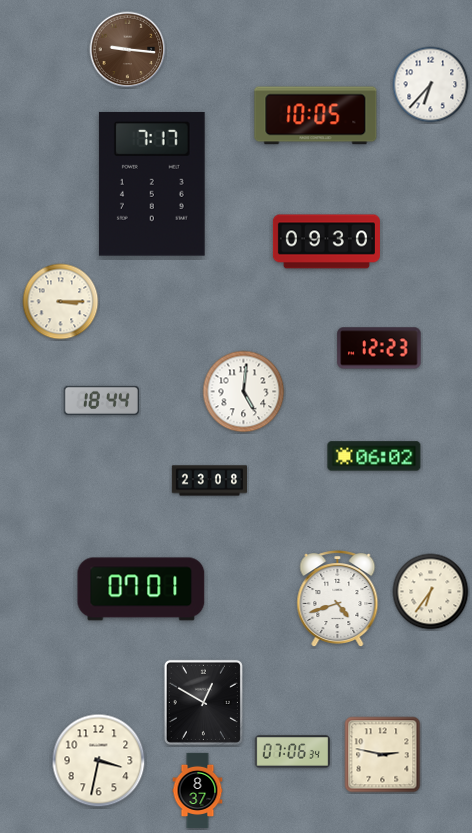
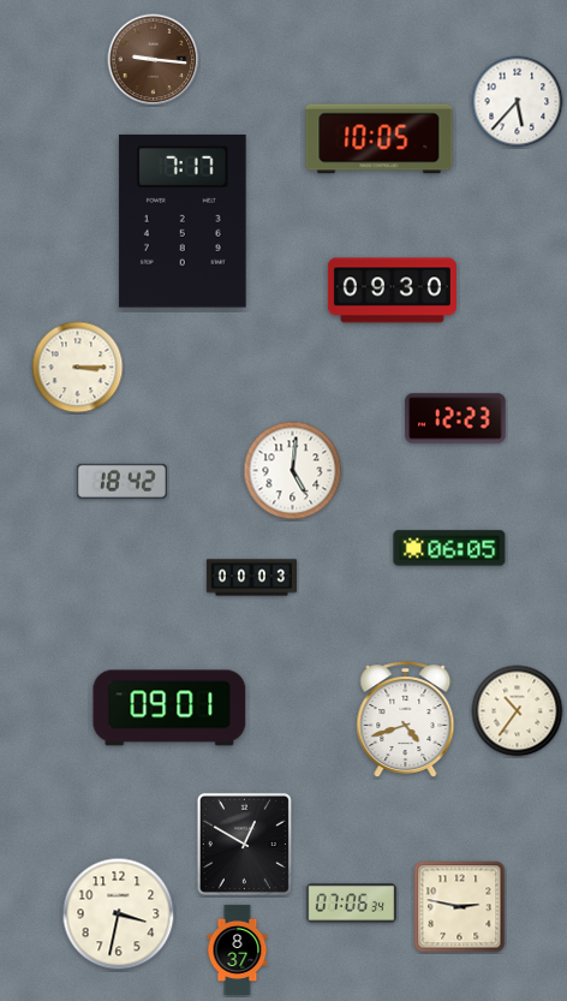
clock at (431, 85): 6:37 -> 5:37
clock at (61, 302) position: (61, 302) -> (78, 368)
clock at (101, 400): 18:44 -> 18:42
clock at (374, 456): 06:02 -> 06:05
clock at (209, 481): 23:08 -> 00:03
clock at (141, 589): 07:01 -> 09:01
clock at (431, 592): 6:36 -> 10:36
